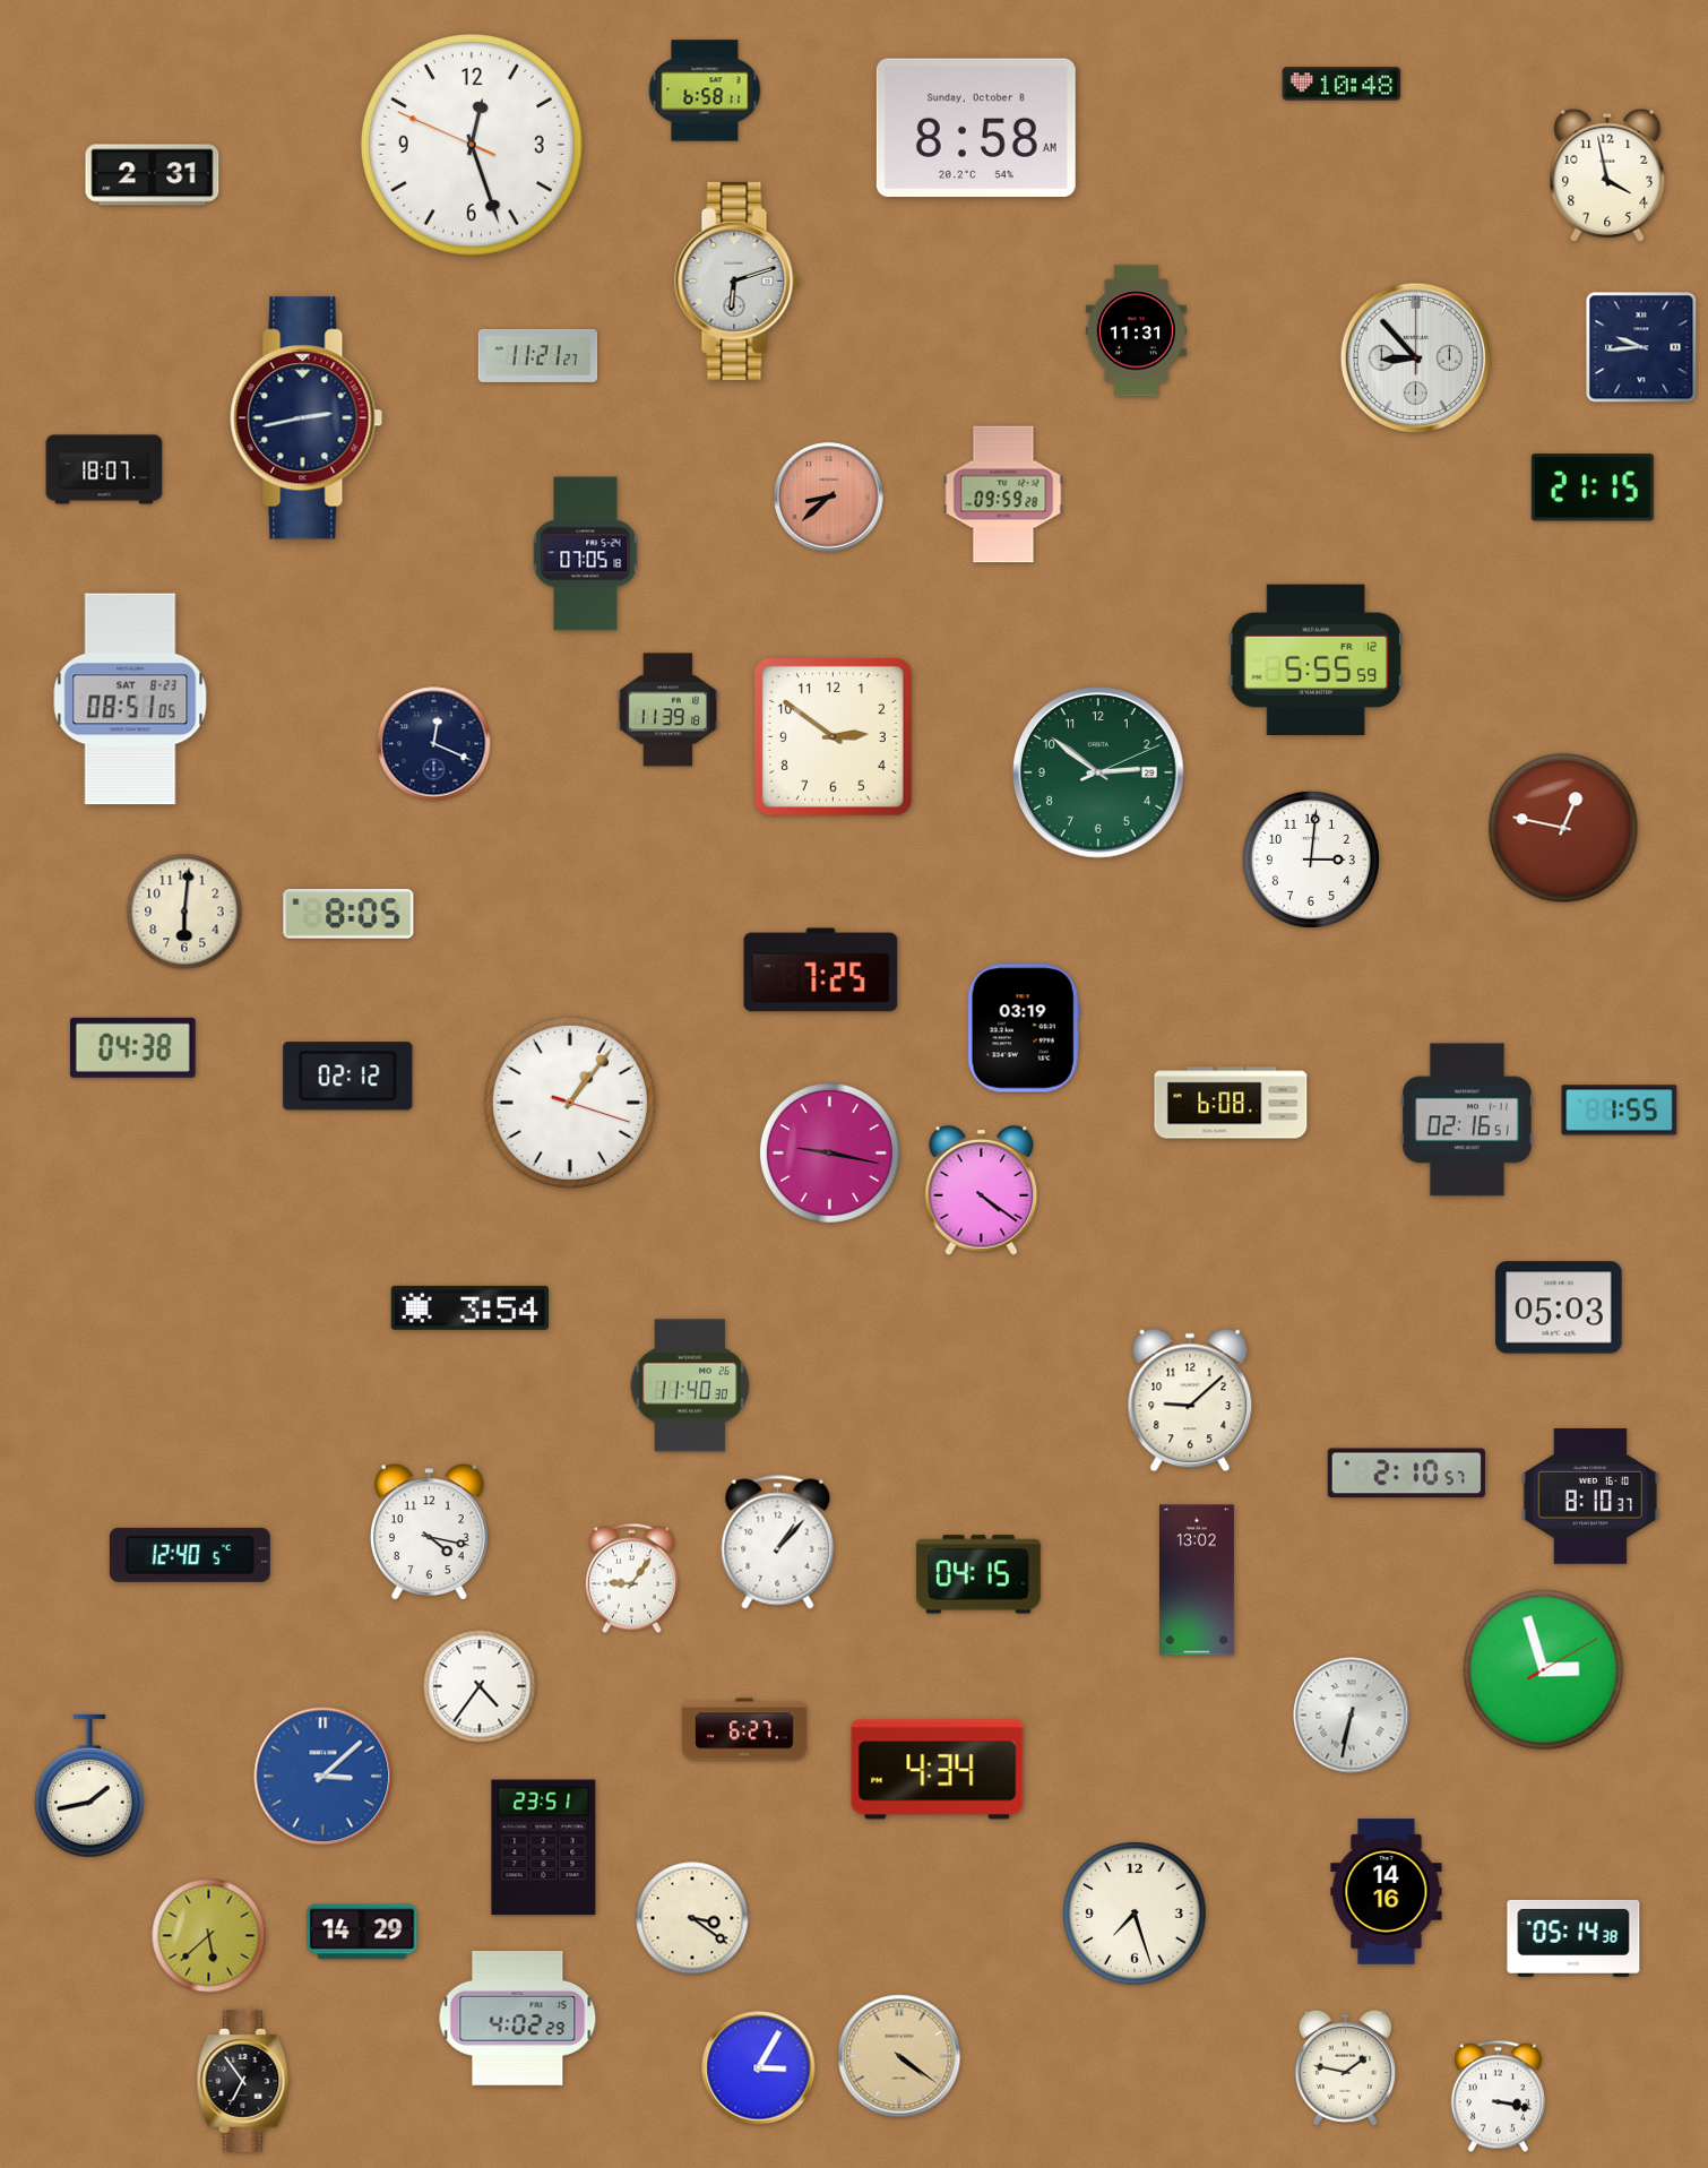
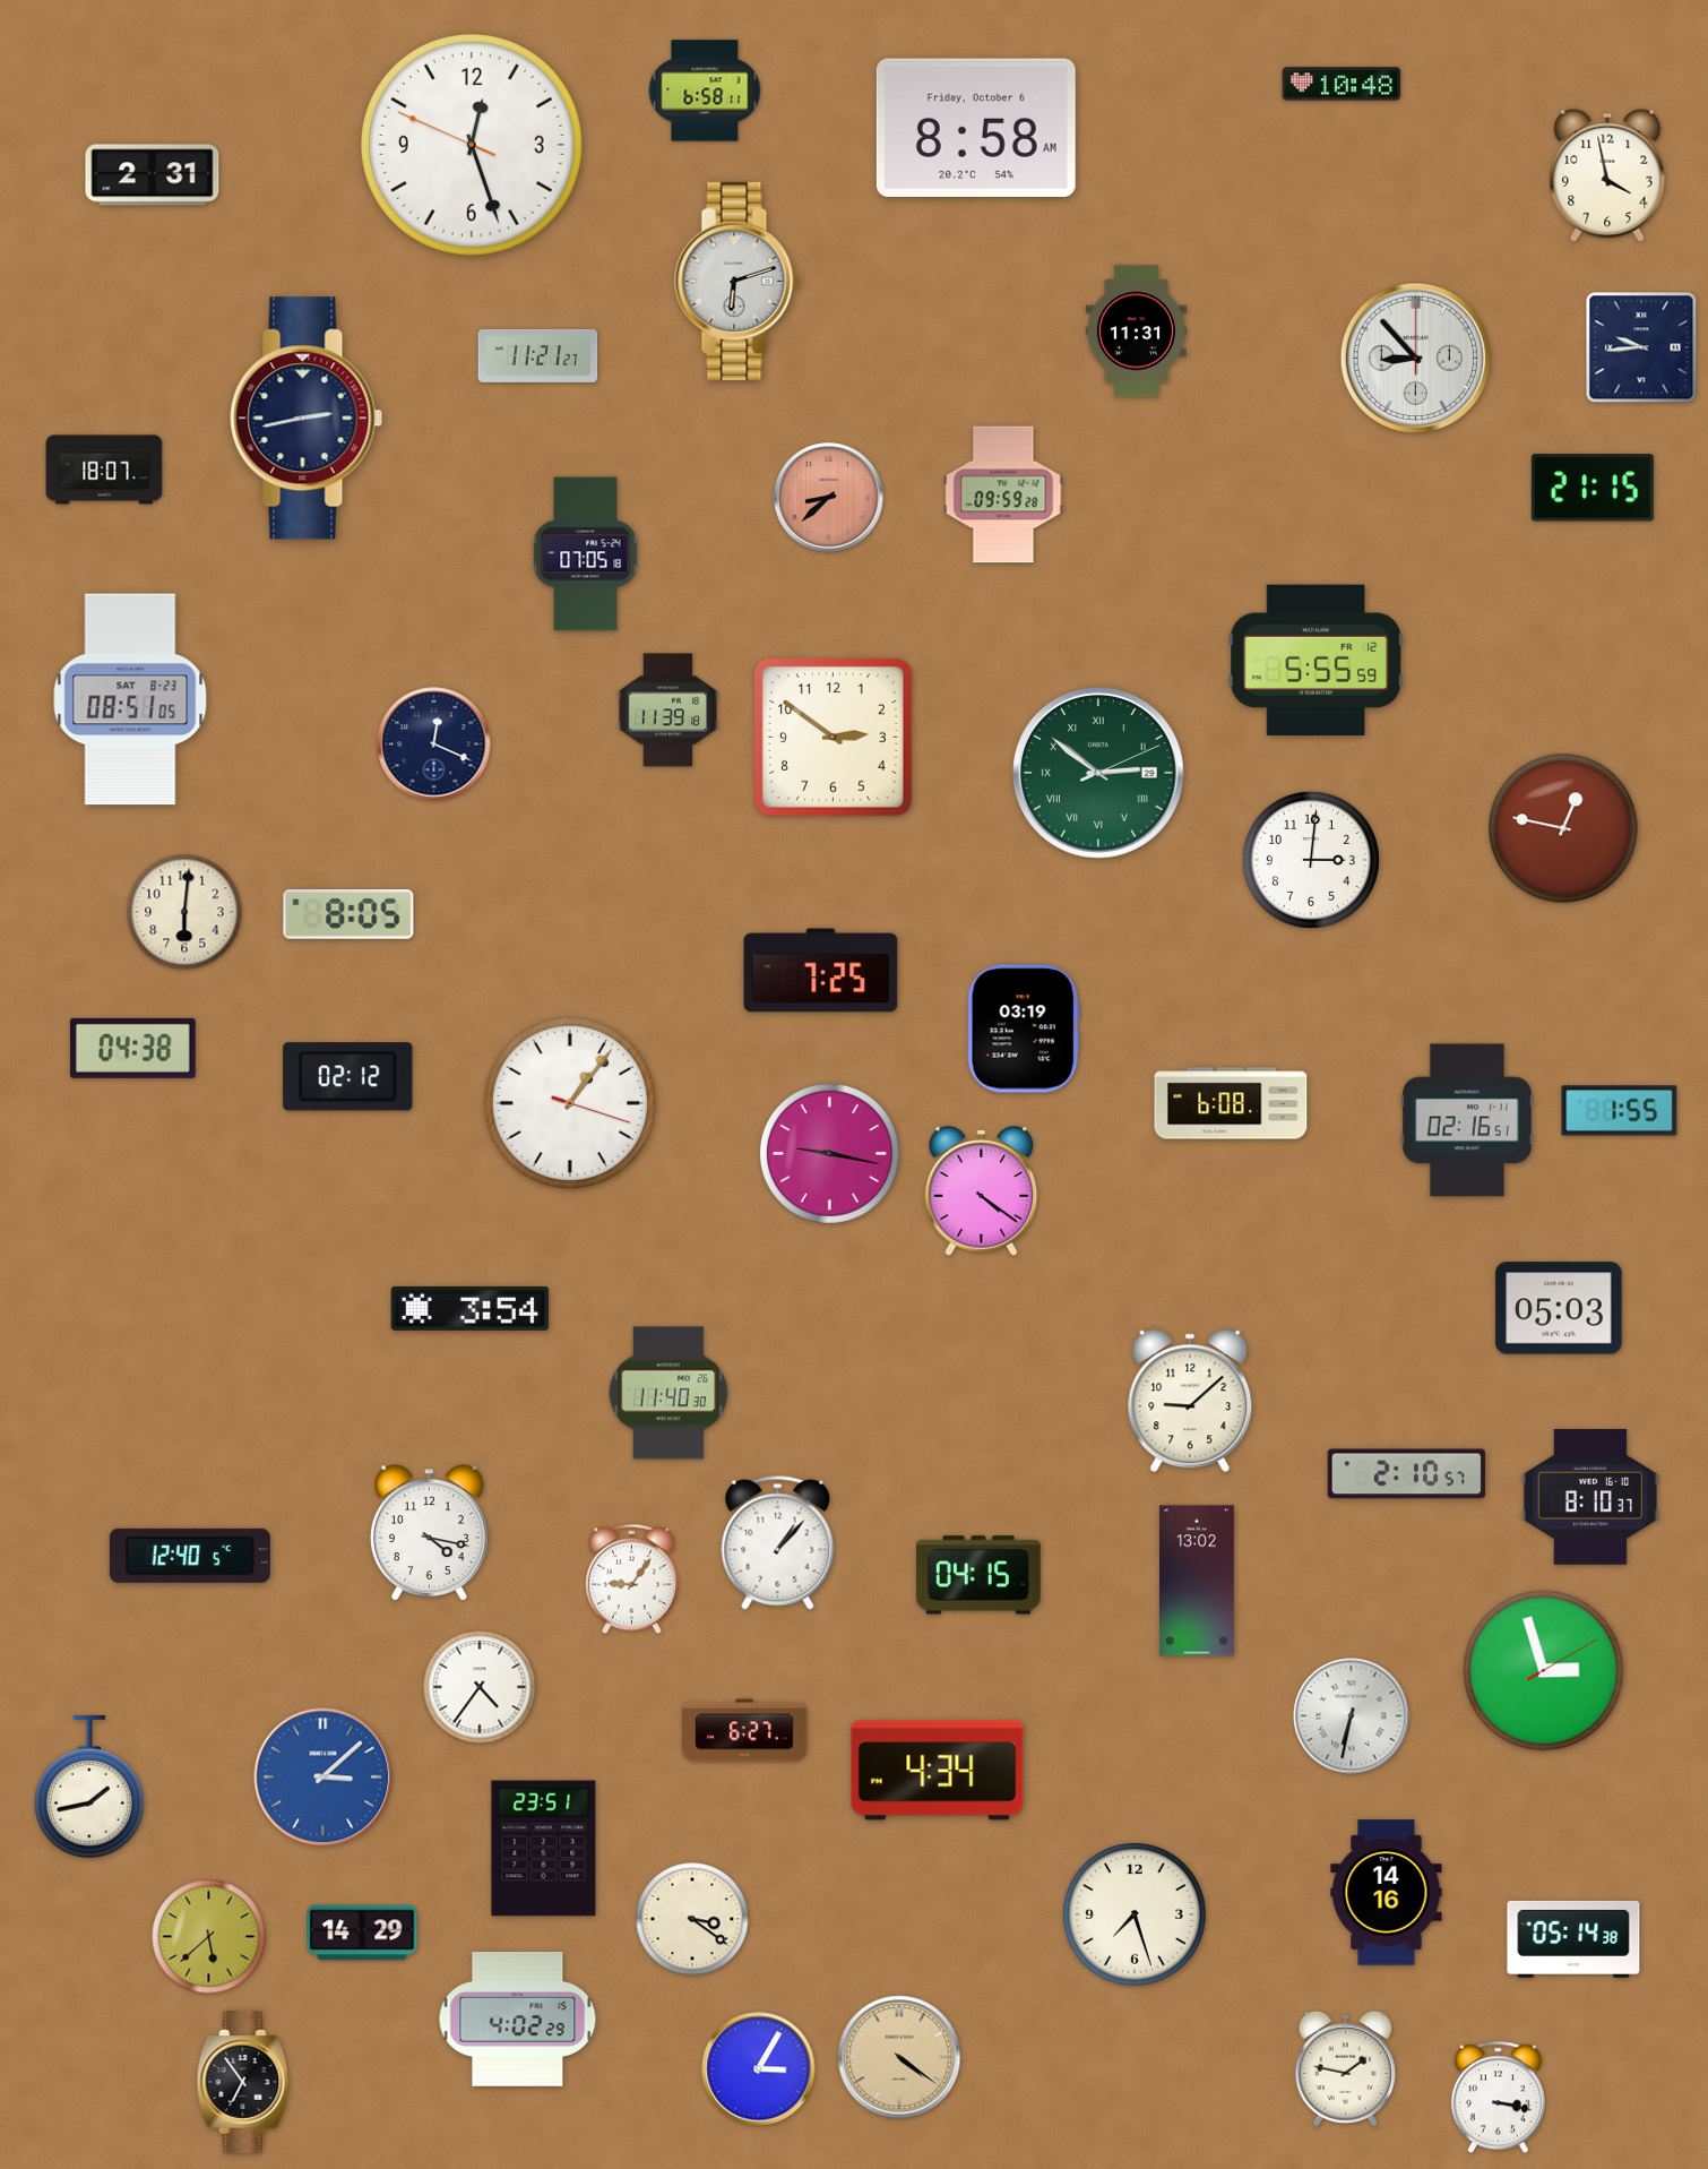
clock at (976, 127) date: Sunday, October 8 -> Friday, October 6
clock at (1099, 774) numerals: Arabic -> Roman
clock at (690, 1385) position: (690, 1385) -> (668, 1393)
